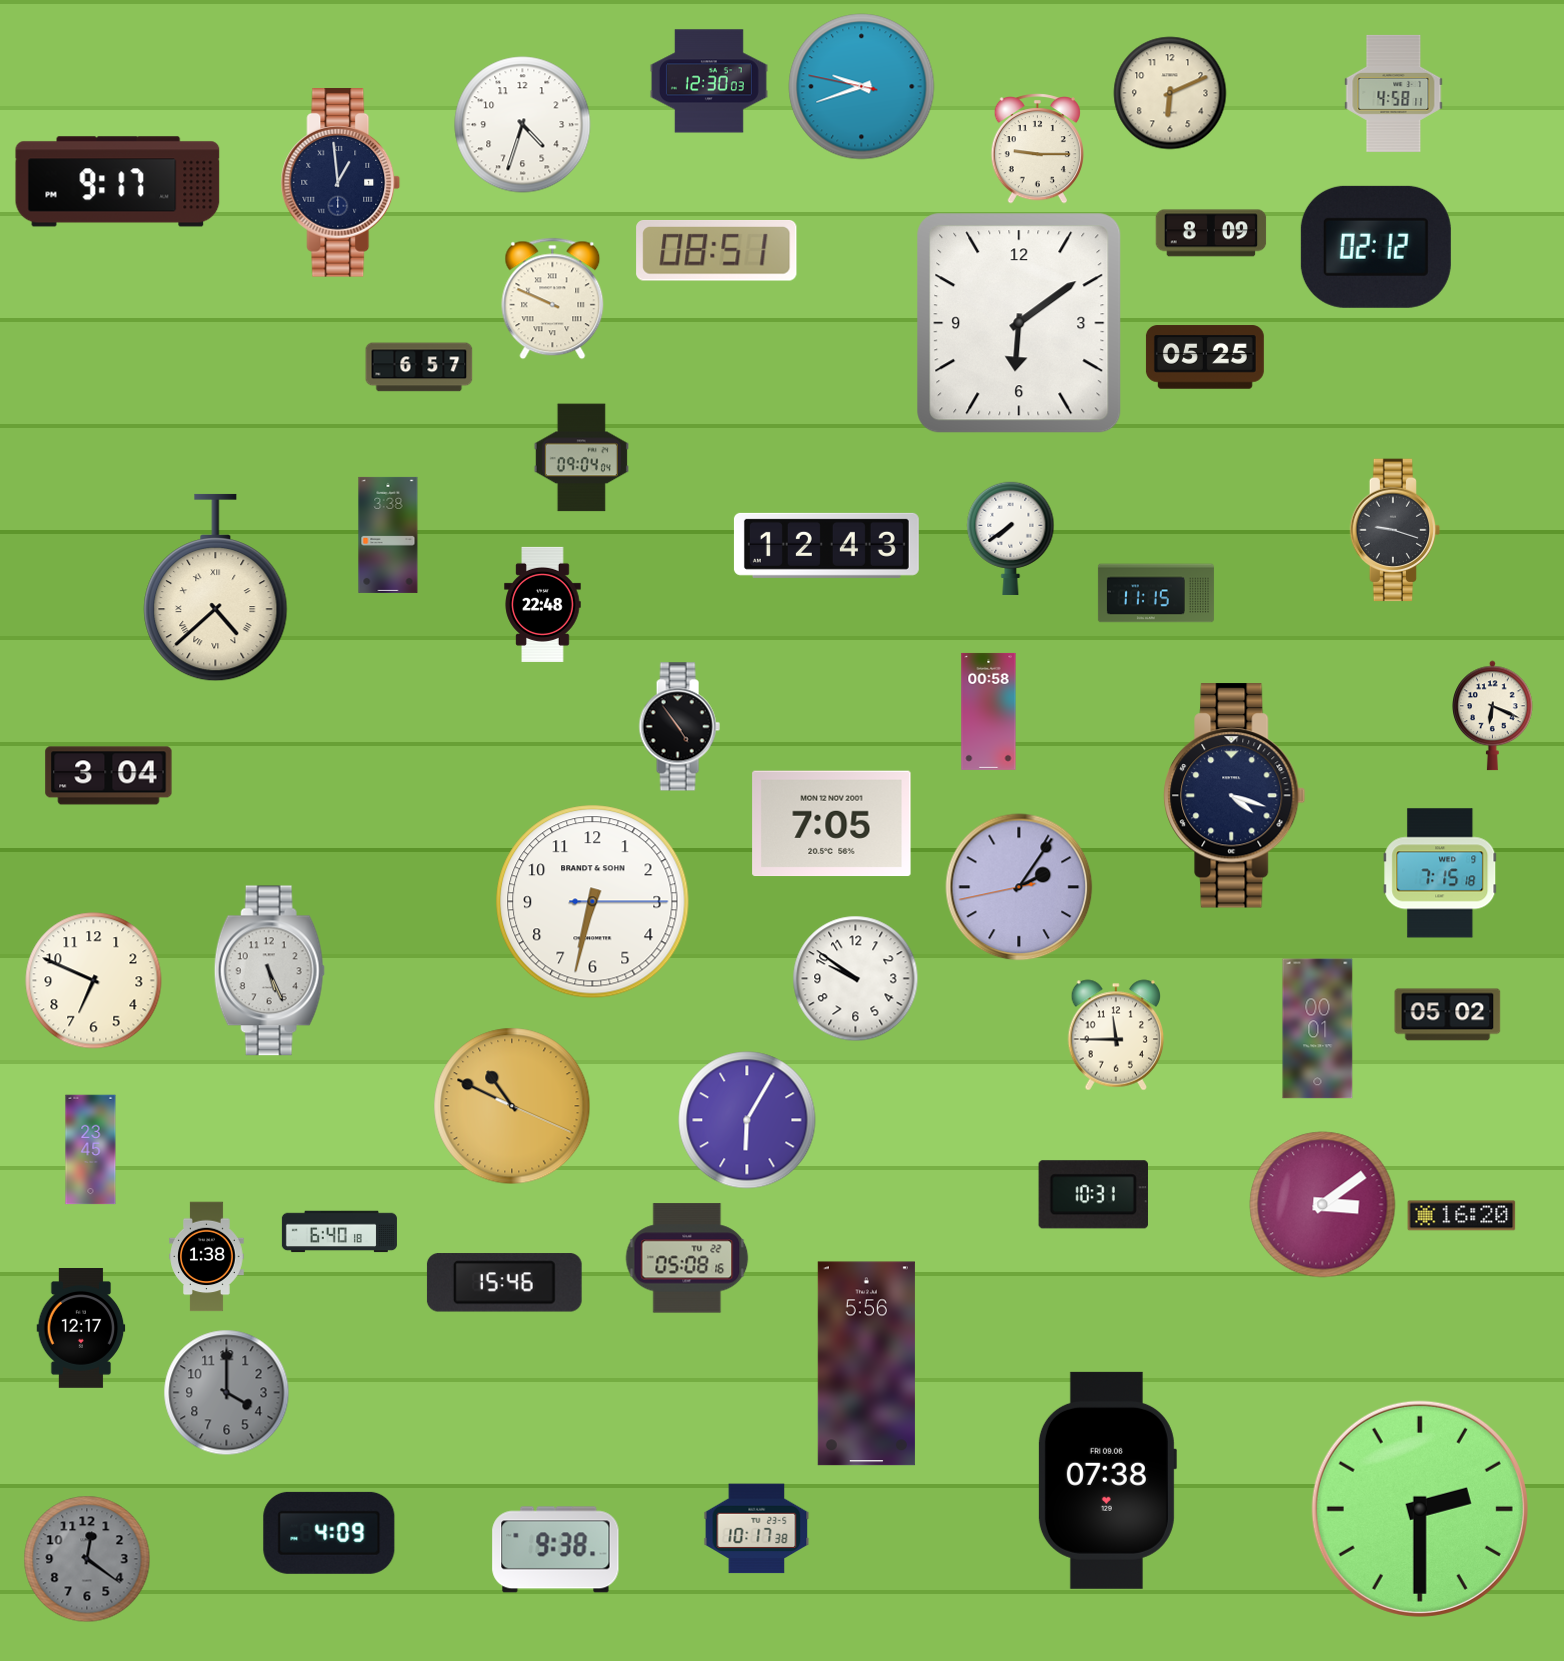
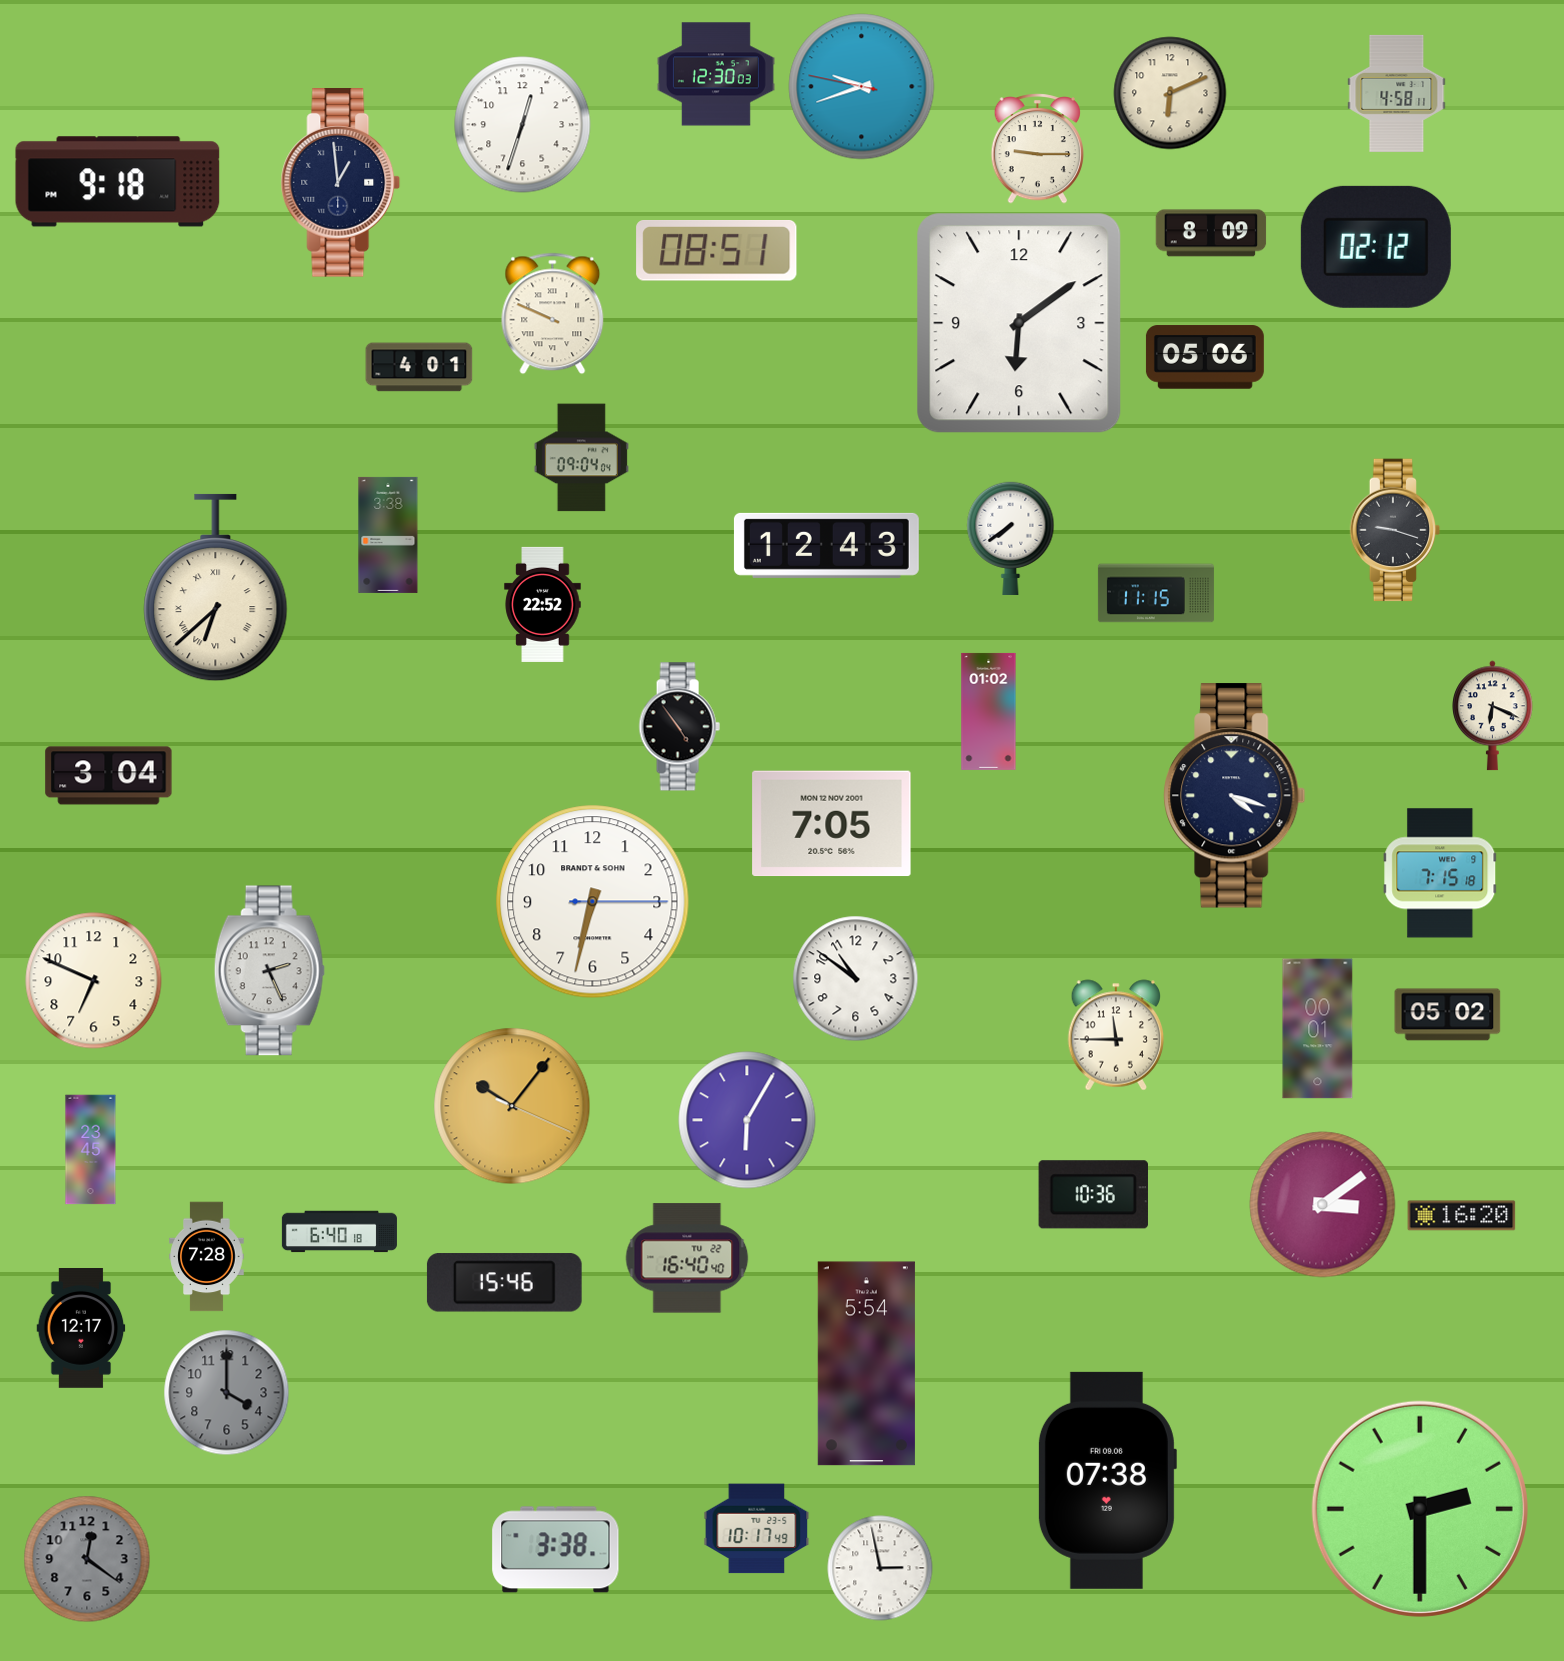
clock at (709, 81) position: (709, 81) -> (716, 74)
clock at (1394, 93) position: (1394, 93) -> (1397, 93)
clock at (523, 125): 4:33 -> 12:33
clock at (118, 182): 9:17 -> 9:18
clock at (553, 299) position: (553, 299) -> (553, 314)
clock at (1205, 357): 05:25 -> 05:06
clock at (419, 367): 6:57 -> 4:01
clock at (216, 588): 4:38 -> 6:38
clock at (543, 604): 22:48 -> 22:52
clock at (989, 711): 00:58 -> 01:02
clock at (1019, 887): 2:05 -> none
clock at (269, 971): 5:26 -> 2:26
clock at (856, 979): 9:51 -> 10:51
clock at (512, 1106): 10:49 -> 10:06
clock at (1093, 1195): 10:31 -> 10:36
clock at (207, 1257): 1:38 -> 7:28
clock at (687, 1258): 05:08 -> 16:40
clock at (866, 1364): 5:56 -> 5:54
clock at (757, 1529): 10:17:38 -> 10:17:49
clock at (329, 1533): 4:09 -> none
clock at (556, 1550): 9:38 -> 3:38
clock at (880, 1568): none -> 2:58
